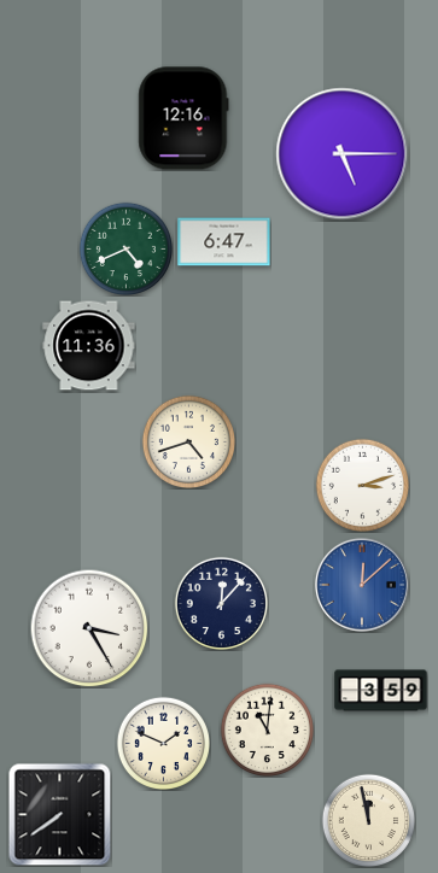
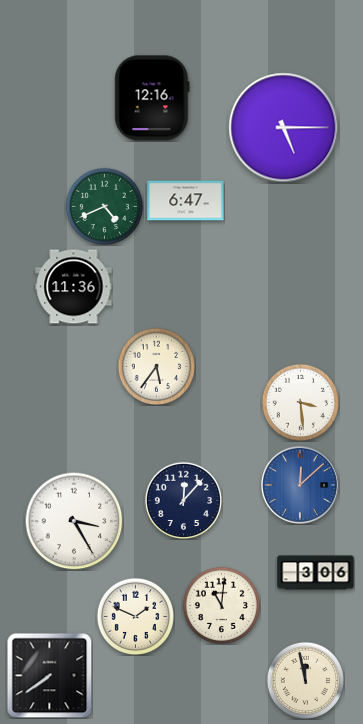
clock at (188, 441): 4:42 -> 5:36
clock at (362, 485): 3:12 -> 3:29
clock at (381, 691): 3:59 -> 3:06
